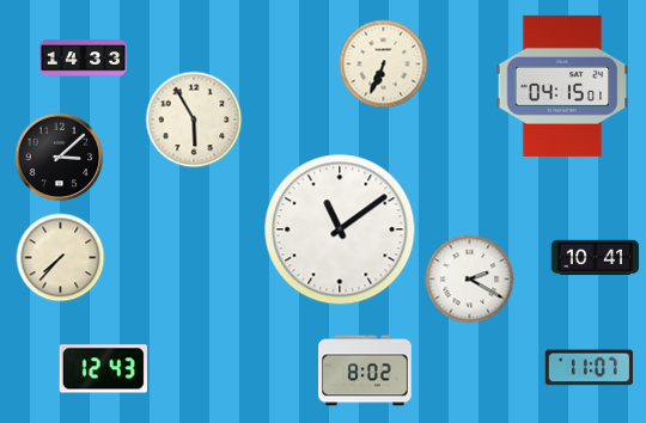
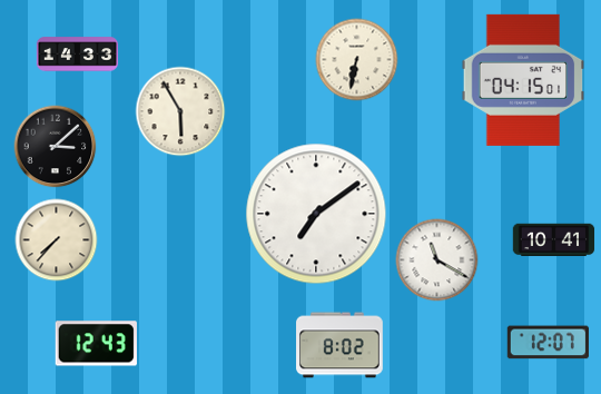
clock at (384, 65): 6:34 -> 6:32
clock at (340, 229): 11:09 -> 7:09
clock at (470, 280): 2:20 -> 11:20
clock at (589, 368): 11:07 -> 12:07
